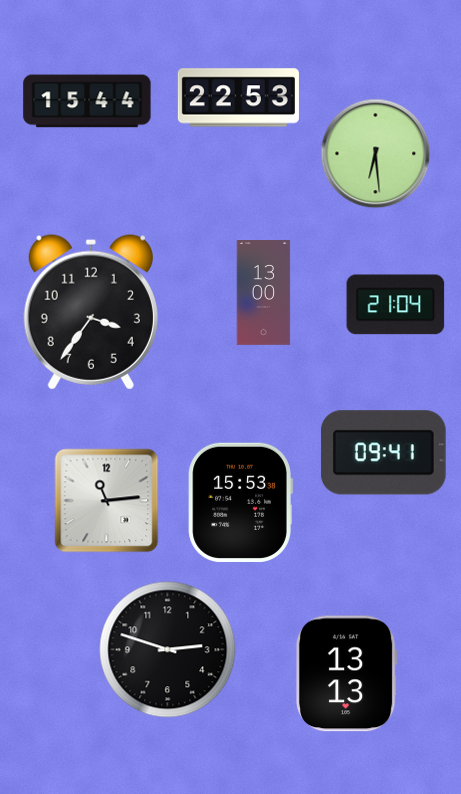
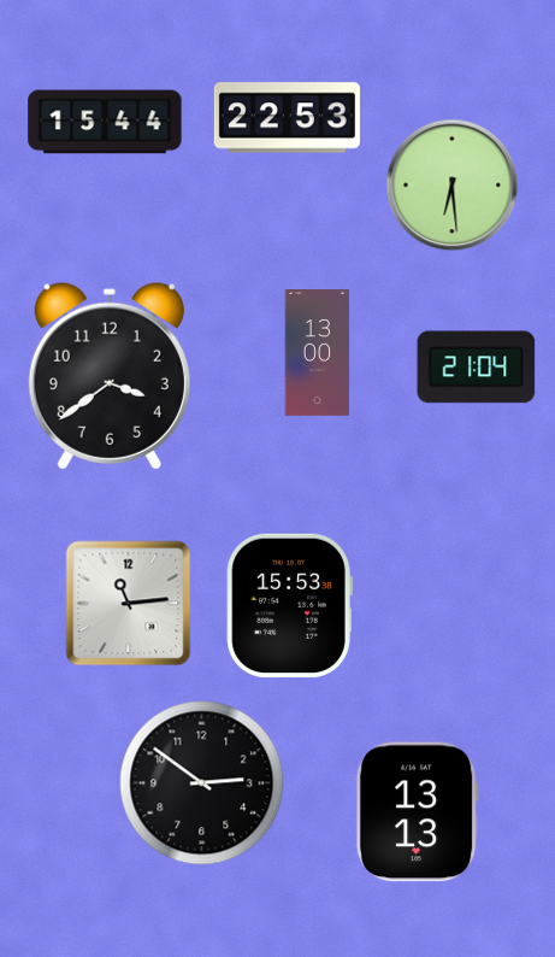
clock at (91, 312): 3:36 -> 3:39
clock at (383, 453): 09:41 -> none
clock at (168, 650): 2:48 -> 2:51
